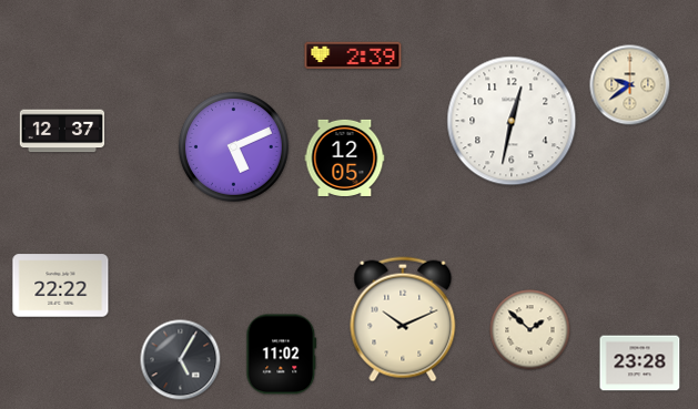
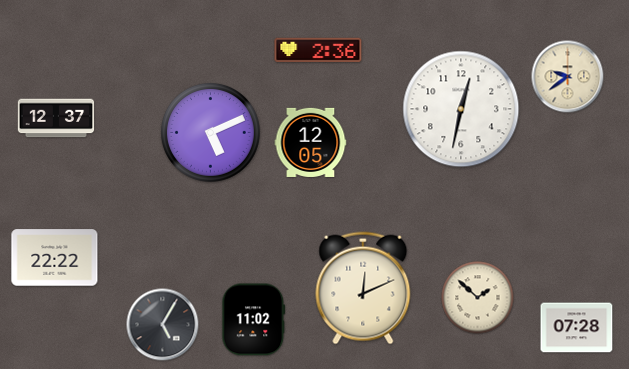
clock at (353, 55): 2:39 -> 2:36
clock at (403, 319): 10:11 -> 12:11
clock at (640, 364): 23:28 -> 07:28
